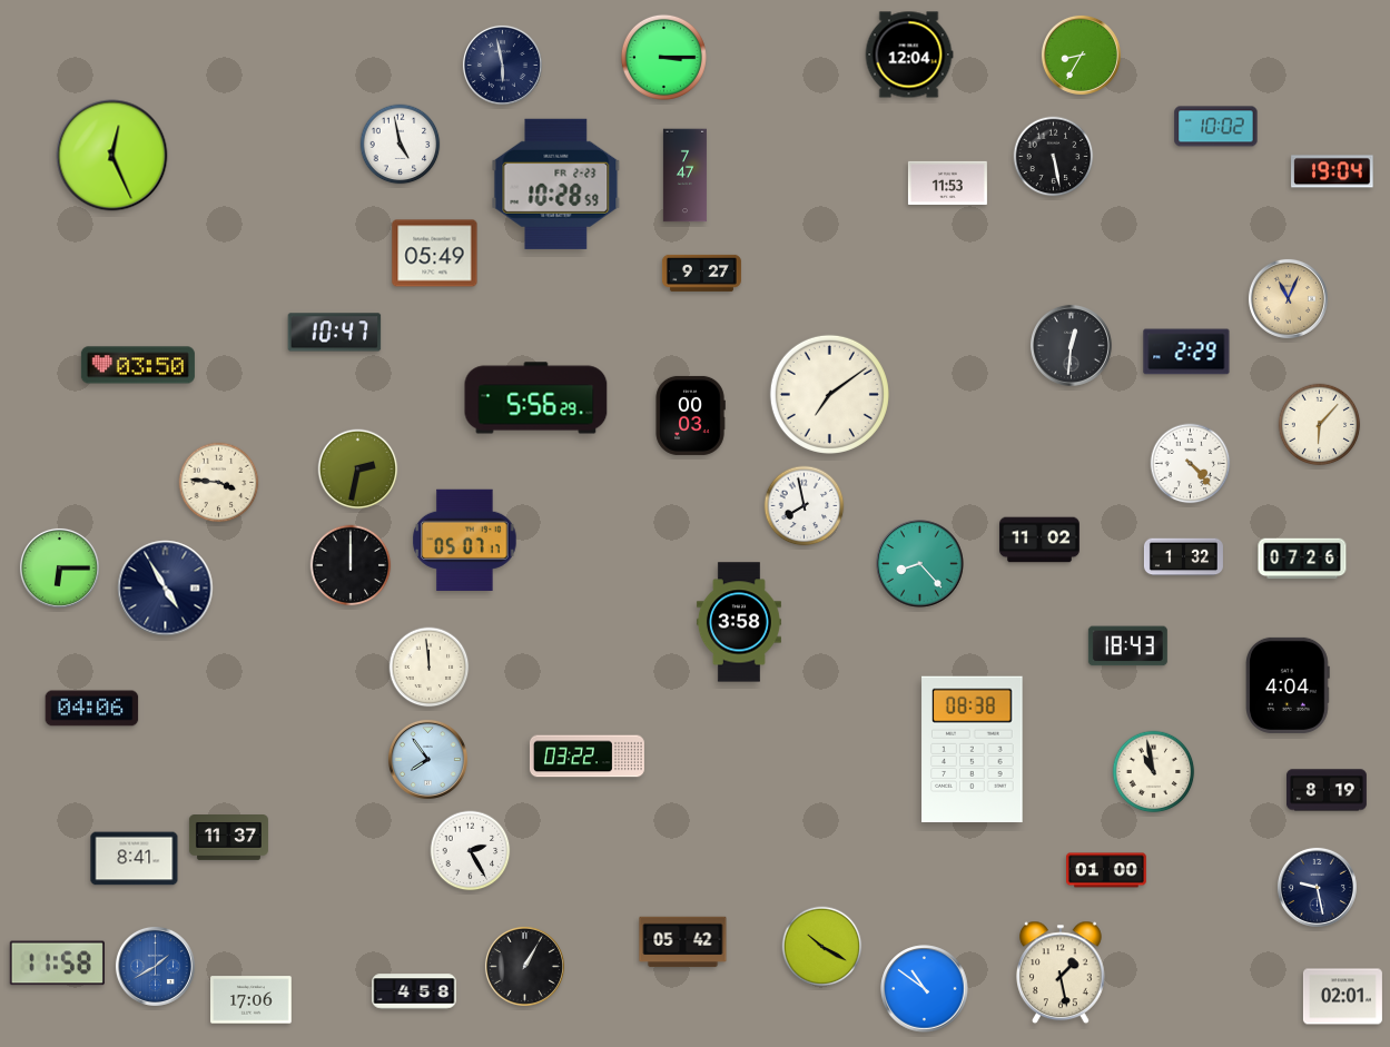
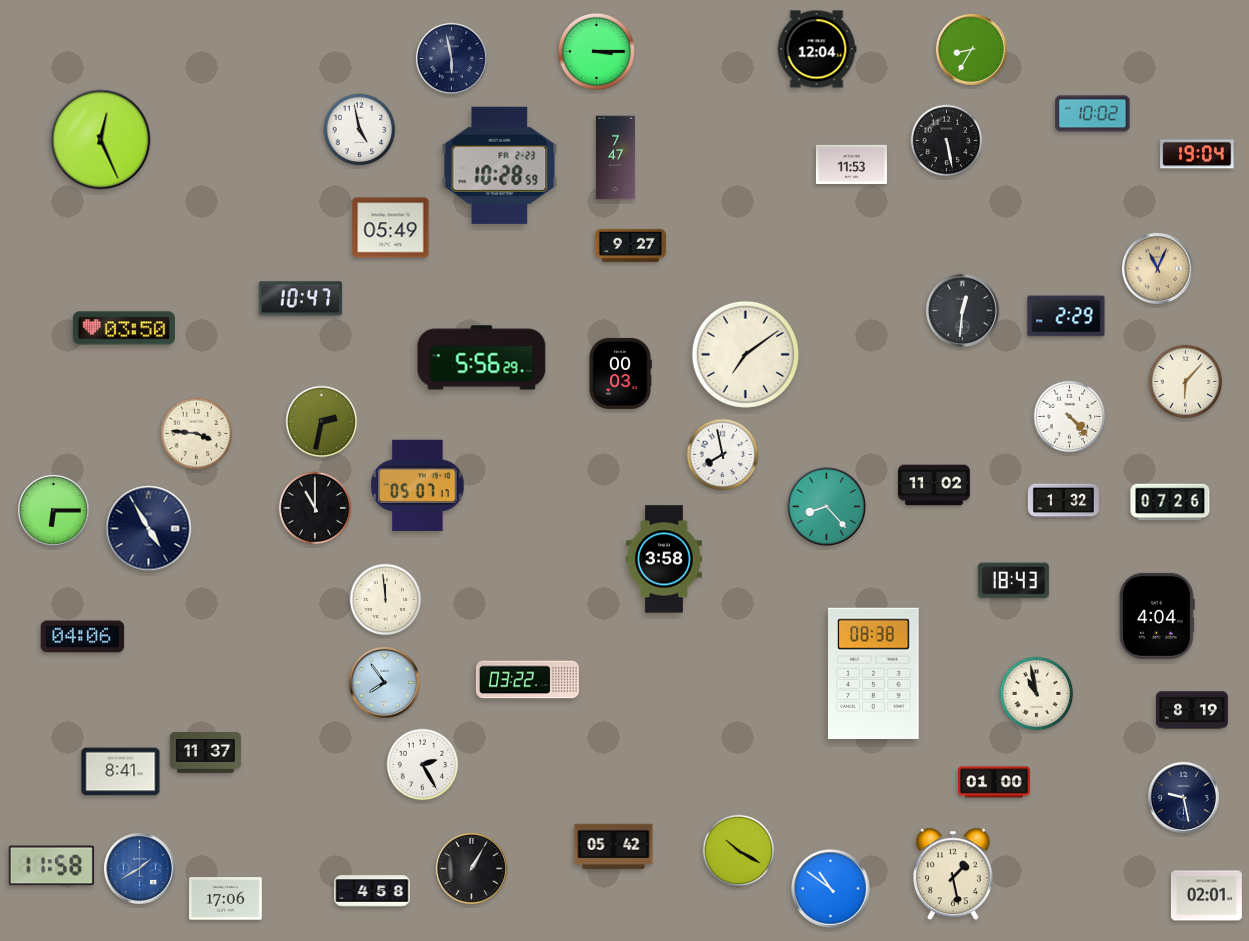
clock at (351, 565): 12:00 -> 11:00
